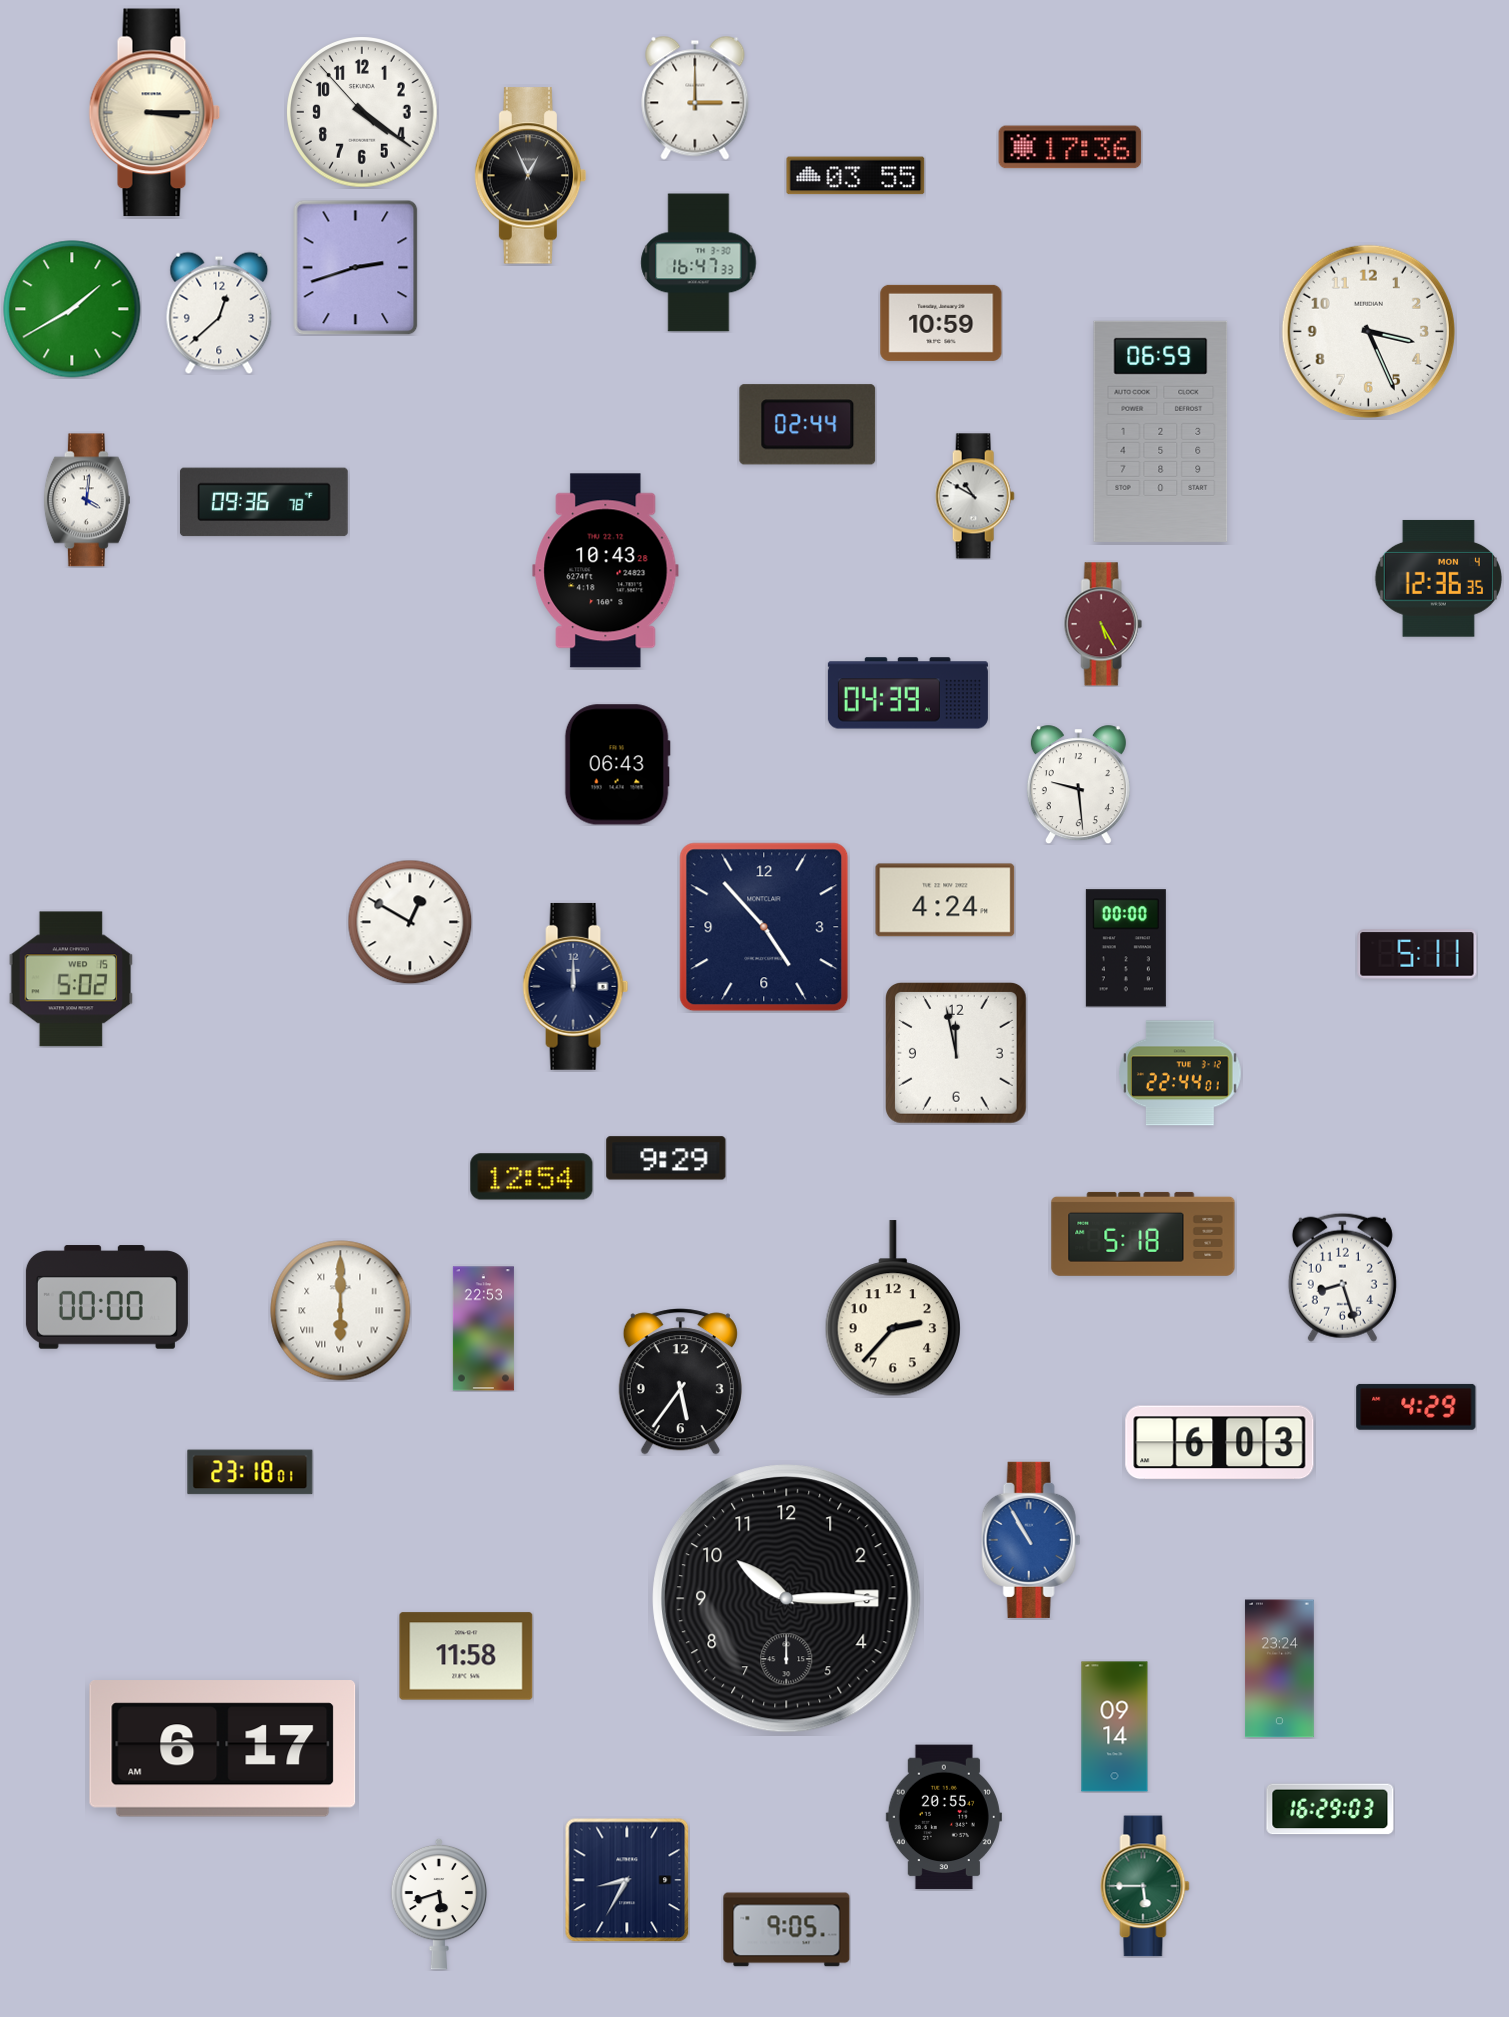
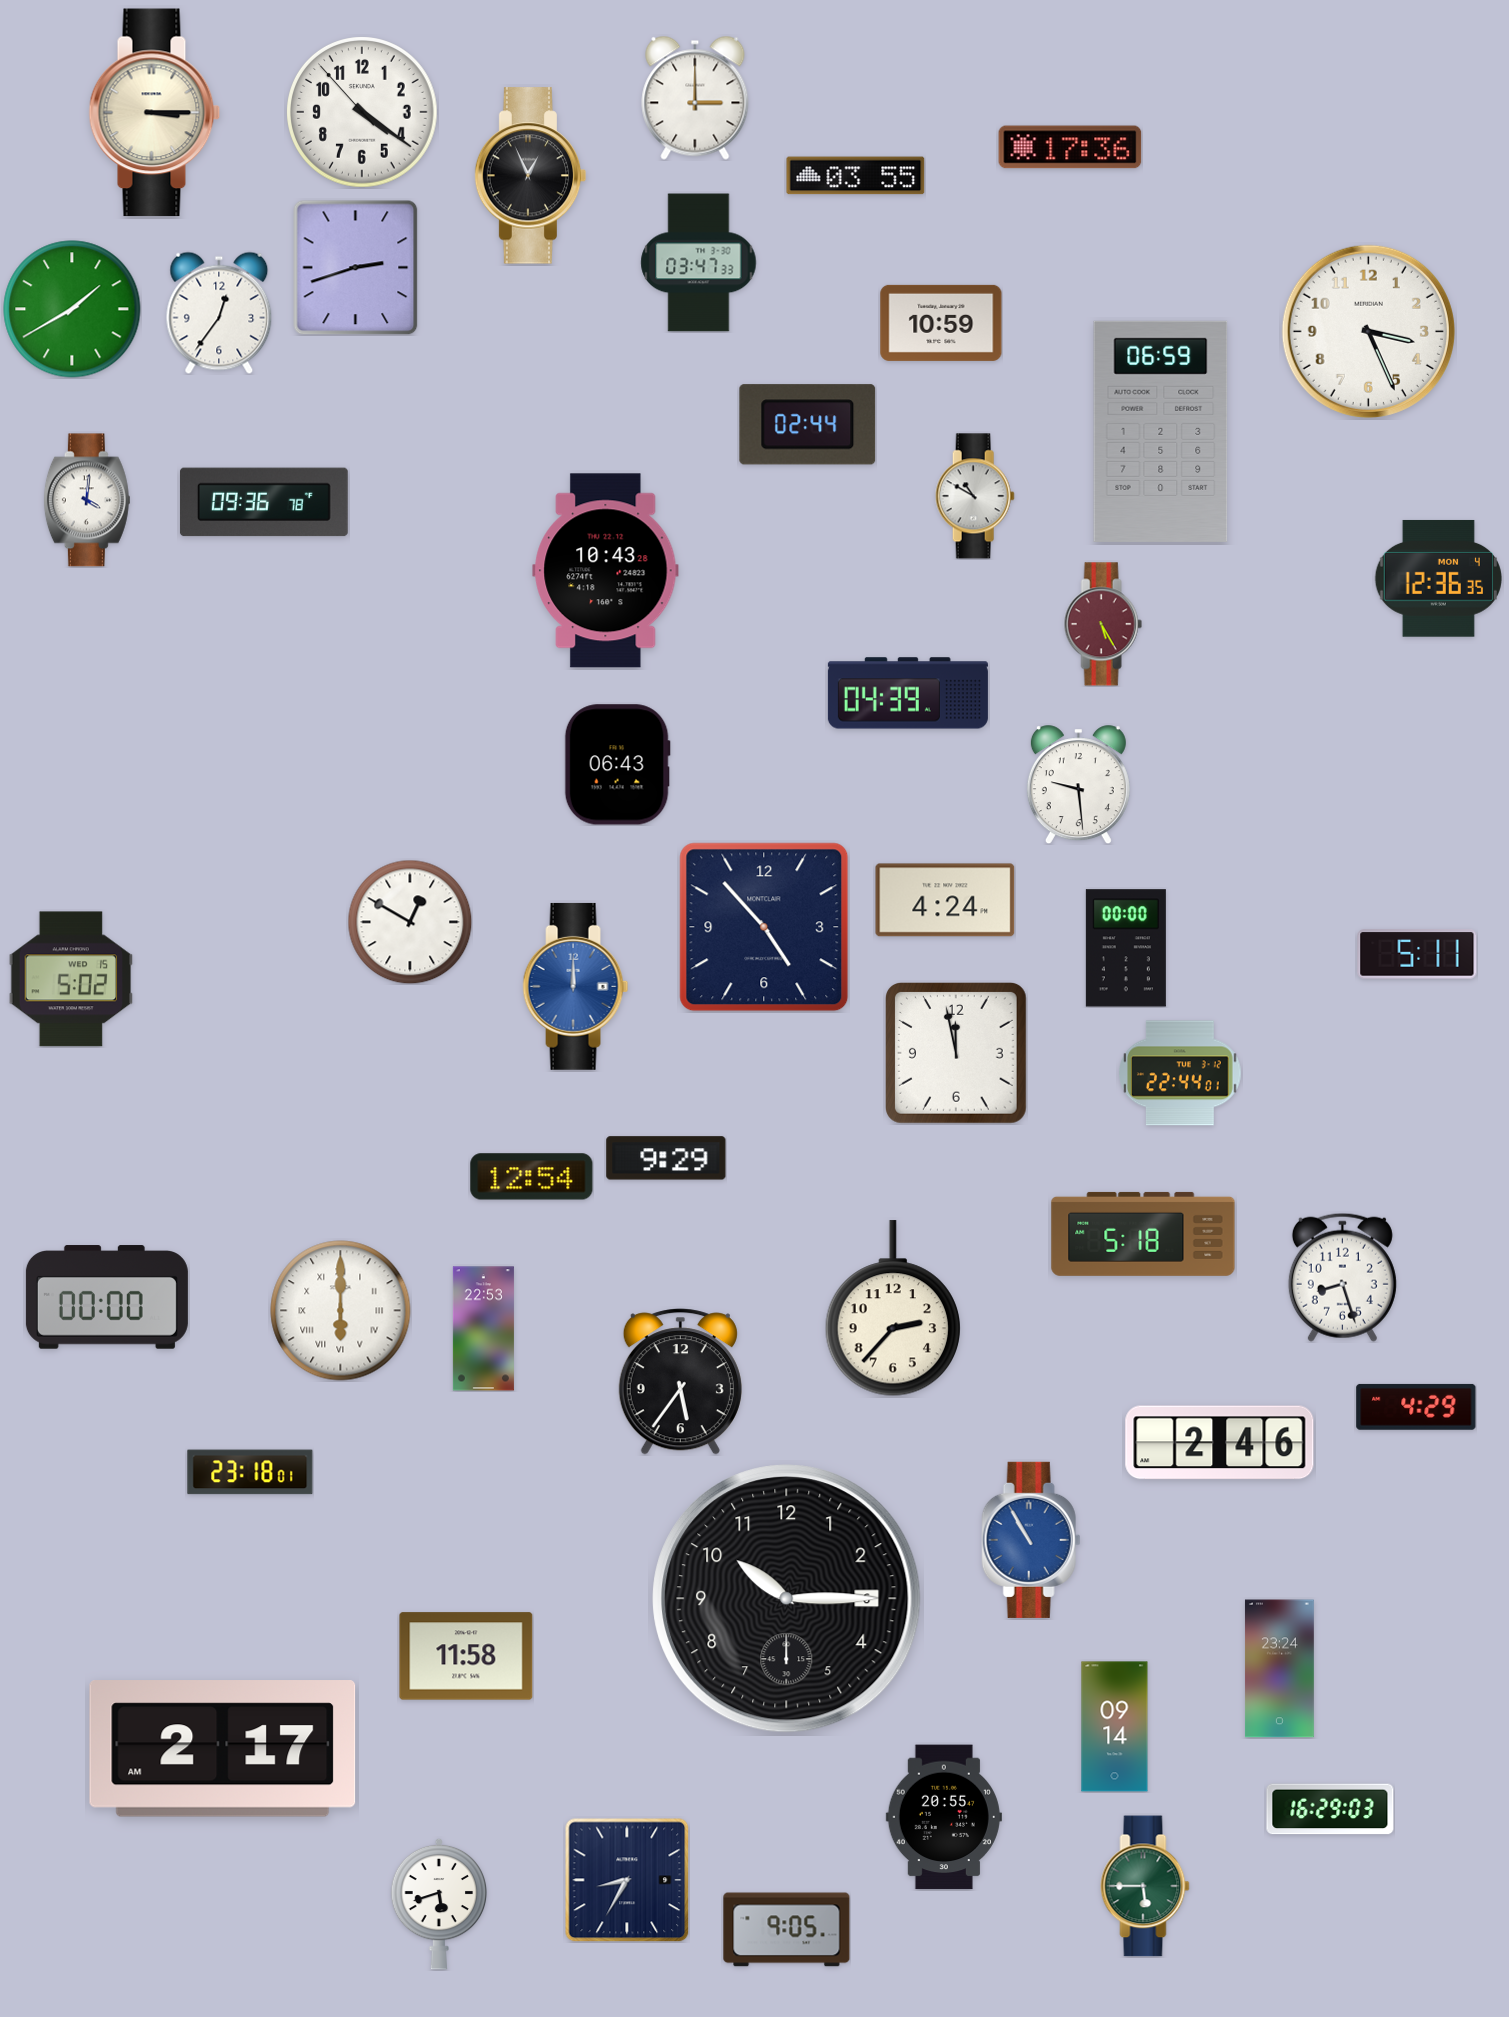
clock at (699, 263): 16:47 -> 03:47
clock at (219, 313): 12:38 -> 12:36
clock at (576, 986) dial: navy -> blue
clock at (1220, 1443): 6:03 -> 2:46
clock at (223, 1749): 6:17 -> 2:17
